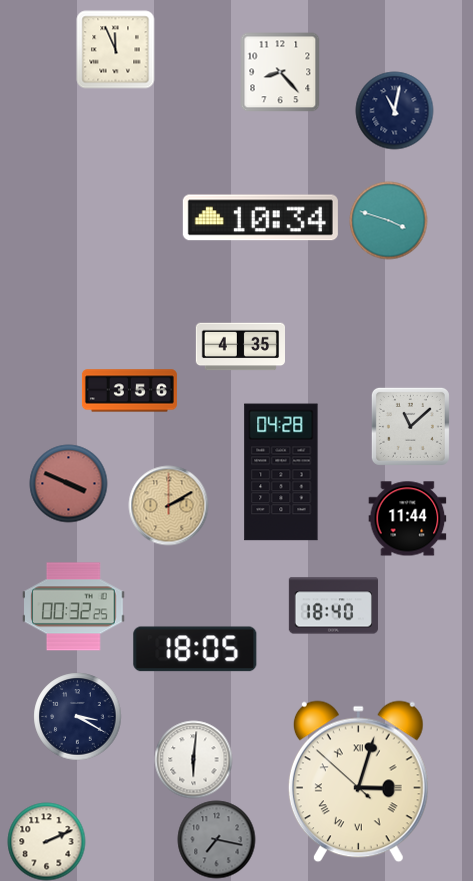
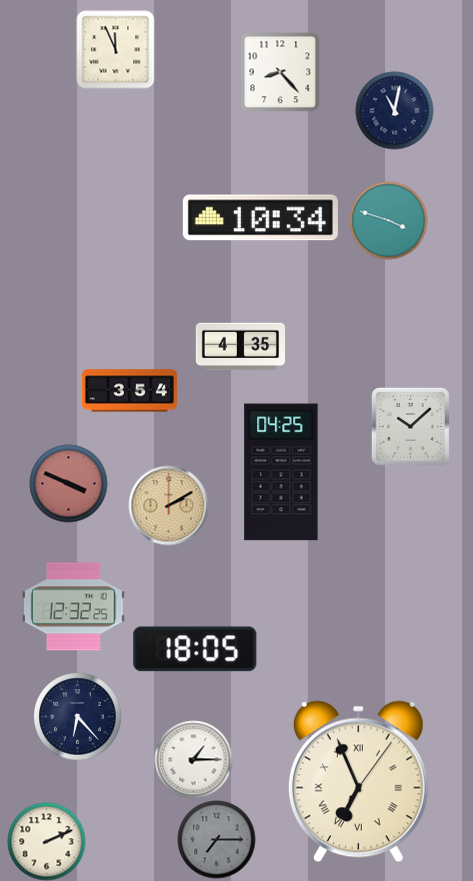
clock at (129, 391): 3:56 -> 3:54
clock at (410, 426): 11:08 -> 10:08
clock at (281, 472): 04:28 -> 04:25
clock at (407, 519): 11:44 -> none
clock at (333, 606): 18:40 -> none
clock at (74, 607): 00:32 -> 12:32
clock at (77, 716): 3:20 -> 6:23
clock at (193, 759): 6:01 -> 1:15
clock at (358, 782): 3:02 -> 6:56
clock at (216, 839): 7:17 -> 7:15
